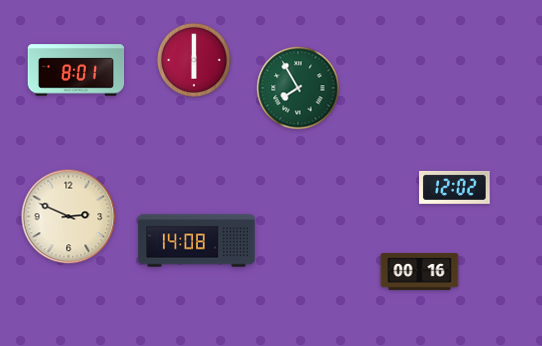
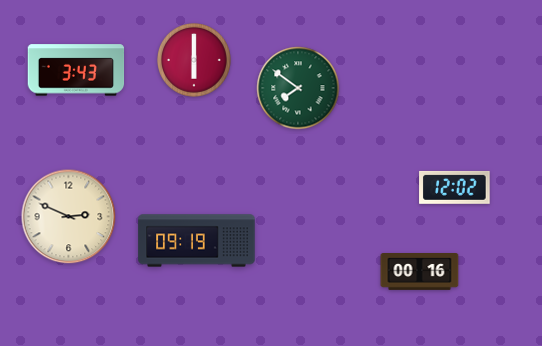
clock at (76, 70): 8:01 -> 3:43
clock at (298, 88): 7:55 -> 7:51
clock at (197, 241): 14:08 -> 09:19
